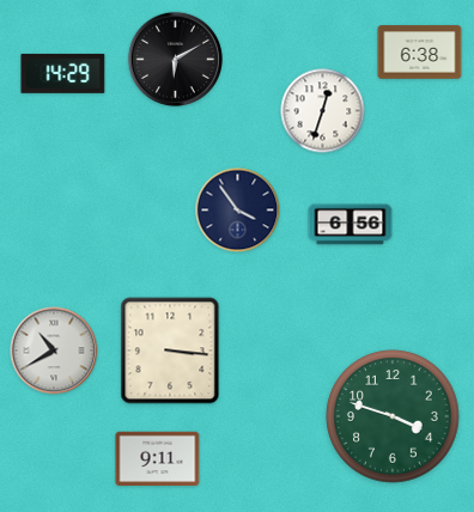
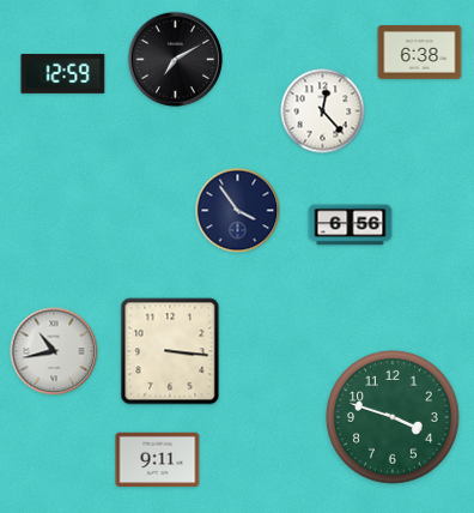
clock at (175, 59): 6:10 -> 7:10
clock at (63, 73): 14:29 -> 12:59
clock at (323, 111): 12:33 -> 12:23
clock at (54, 351): 10:40 -> 10:43
